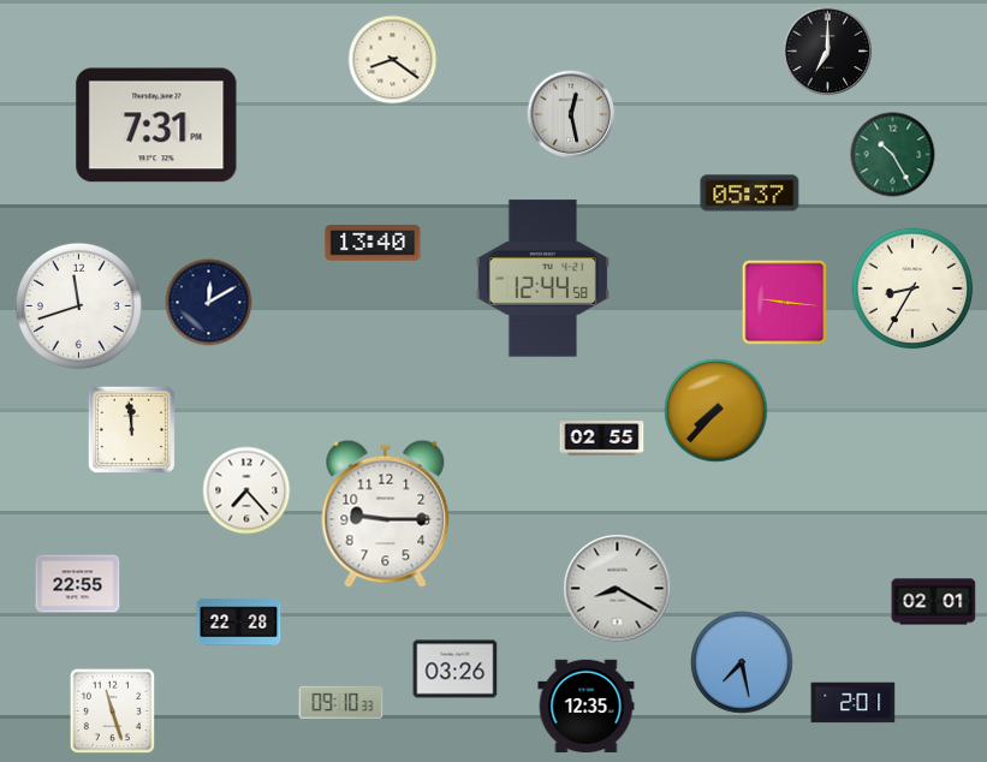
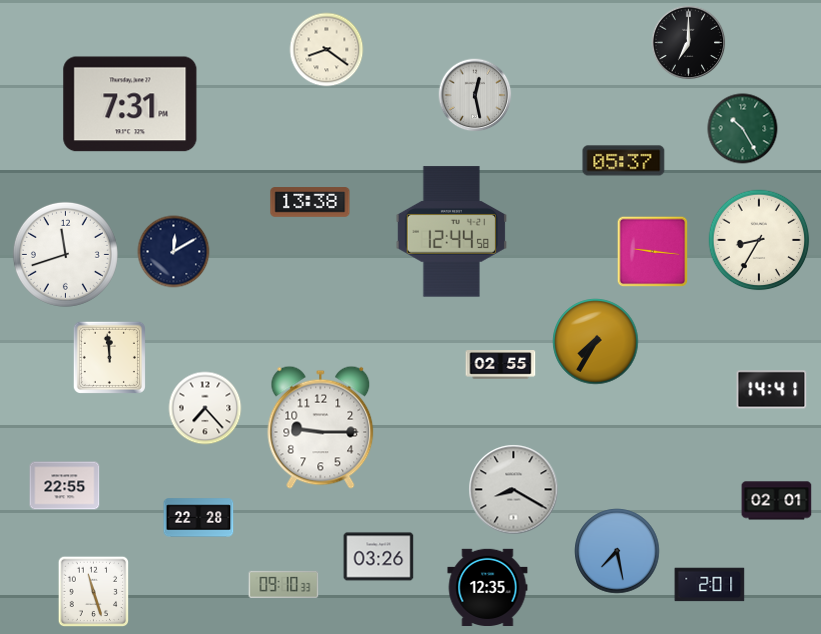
clock at (373, 243): 13:40 -> 13:38
clock at (717, 411): 7:37 -> 7:35
clock at (772, 390): none -> 14:41
